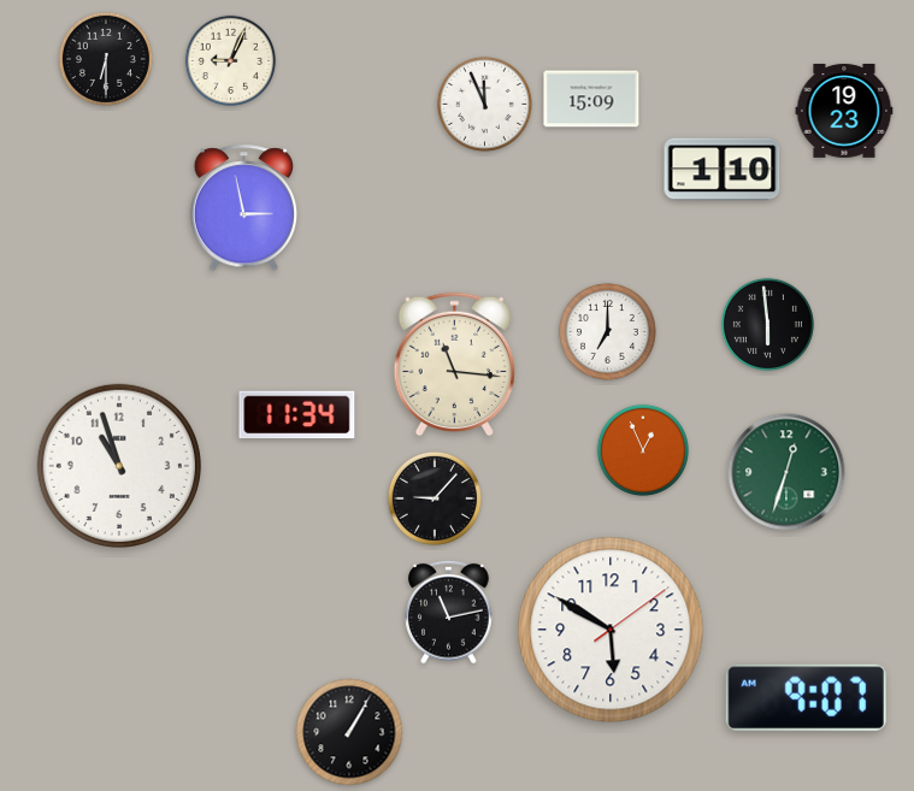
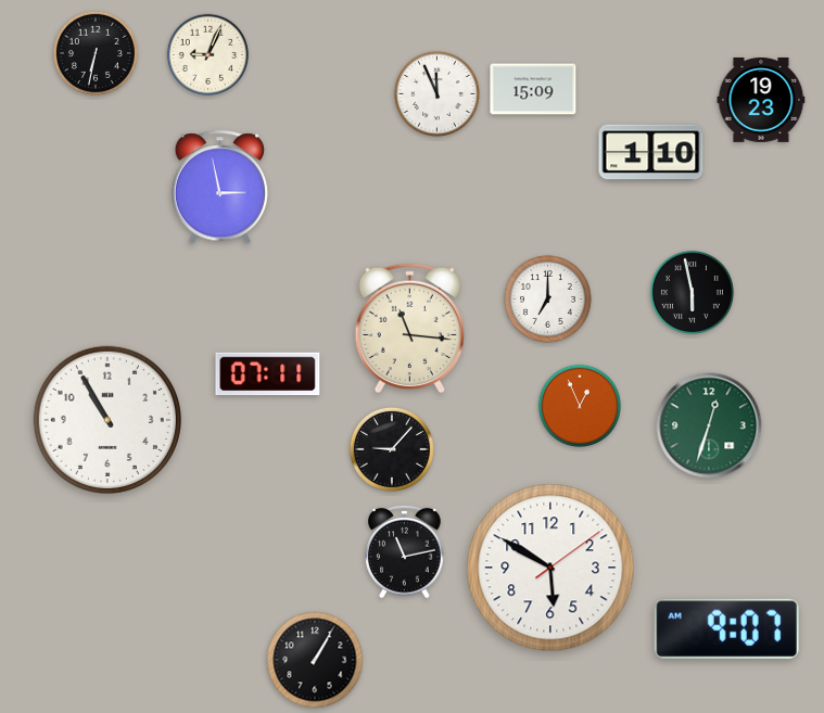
clock at (106, 59): 6:30 -> 6:32
clock at (767, 324): 5:59 -> 5:58
clock at (297, 415): 11:34 -> 07:11
clock at (119, 466): 10:57 -> 10:55
